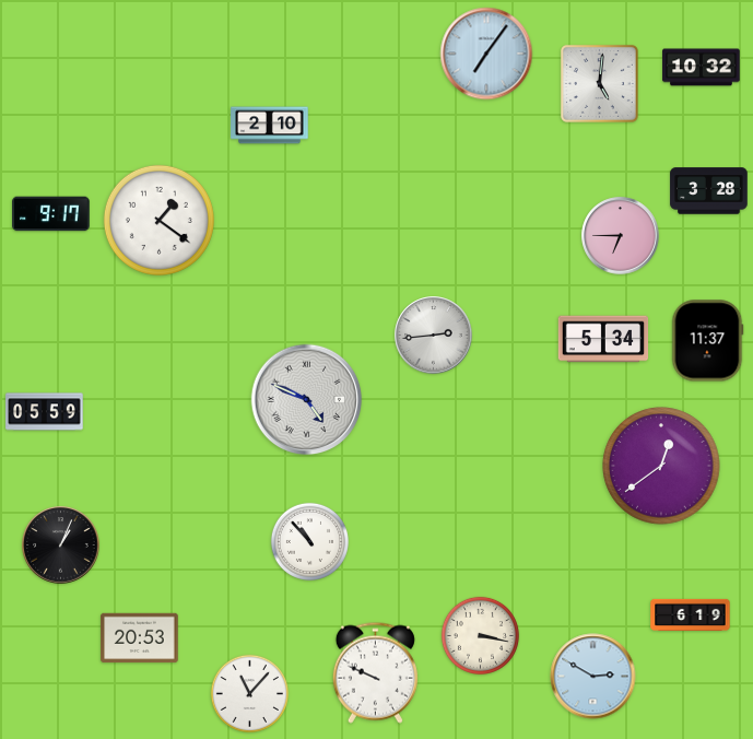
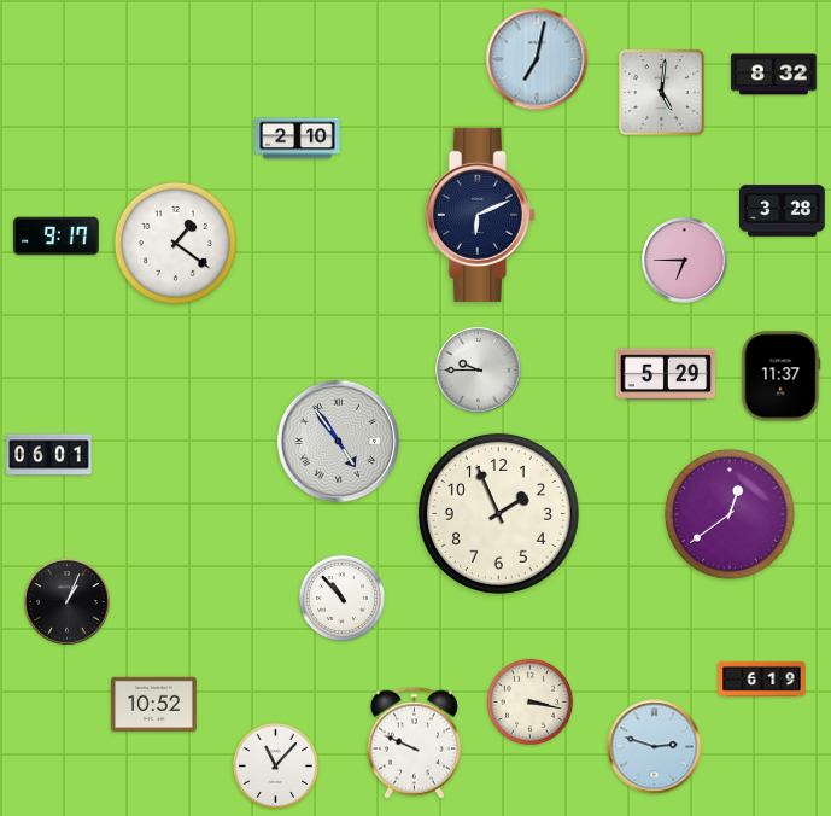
clock at (486, 54): 7:06 -> 7:02
clock at (702, 68): 10:32 -> 8:32
clock at (480, 215): none -> 6:11
clock at (434, 336): 2:44 -> 9:45
clock at (603, 339): 5:34 -> 5:29
clock at (307, 400): 4:49 -> 4:54
clock at (45, 412): 05:59 -> 06:01
clock at (498, 513): none -> 1:56
clock at (140, 638): 20:53 -> 10:52
clock at (593, 677): 2:50 -> 2:48
